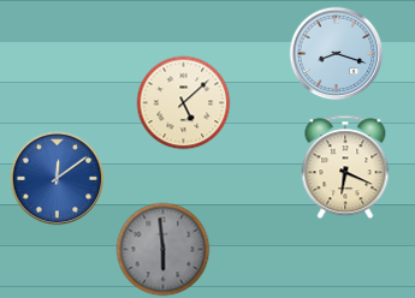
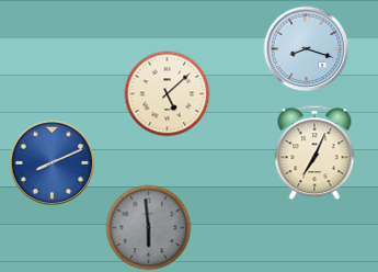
clock at (345, 167): 6:19 -> 7:04
clock at (57, 178): 12:09 -> 8:11
